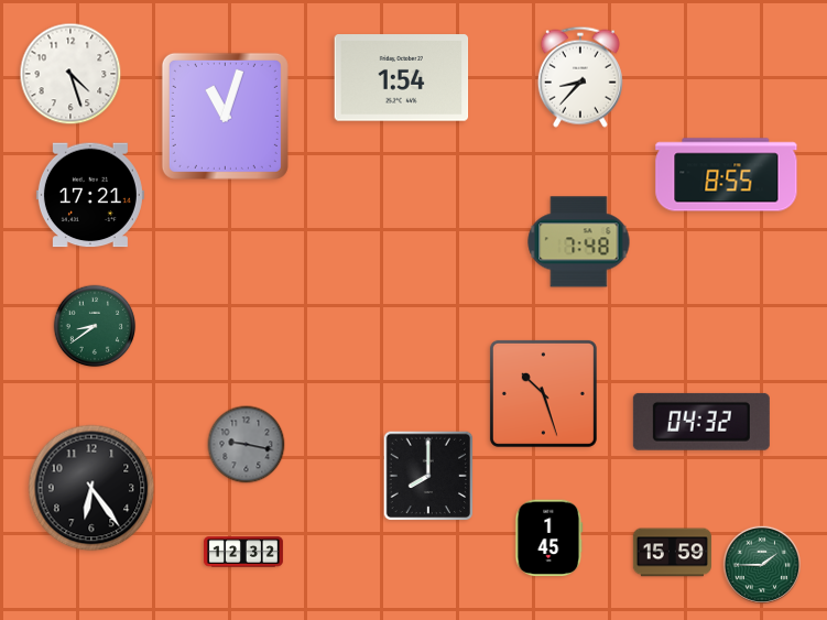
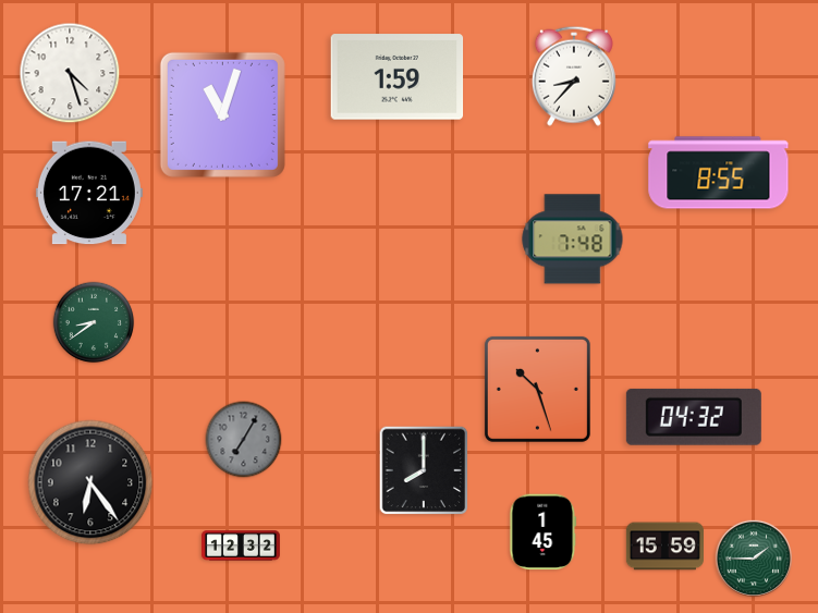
clock at (402, 78): 1:54 -> 1:59
clock at (247, 445): 9:17 -> 7:05
